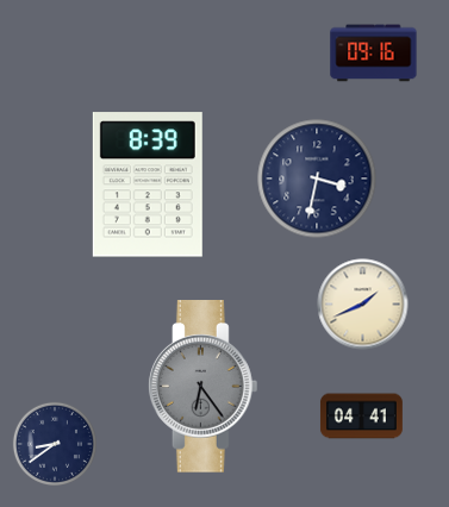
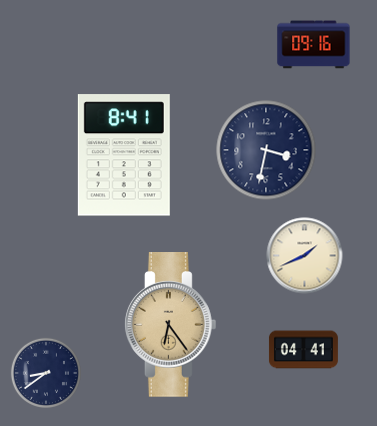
clock at (148, 184): 8:39 -> 8:41
clock at (202, 387) dial: grey -> champagne
